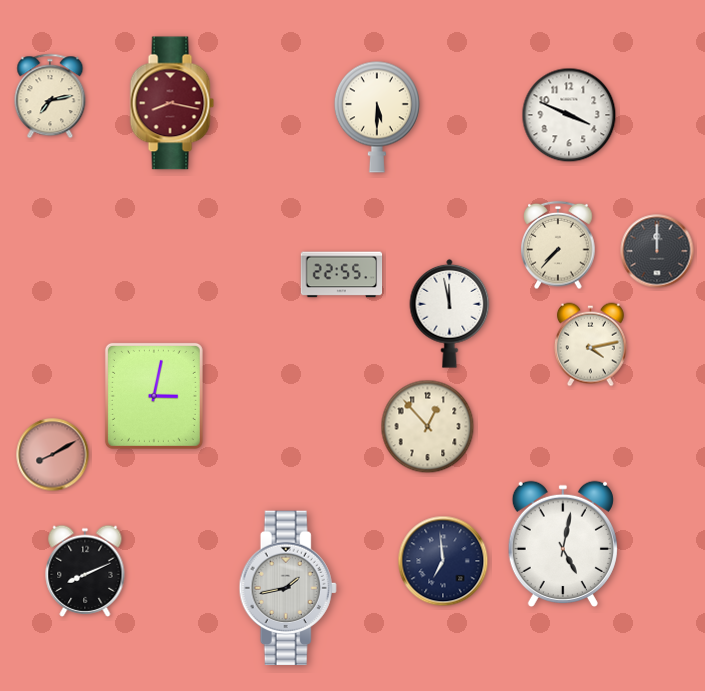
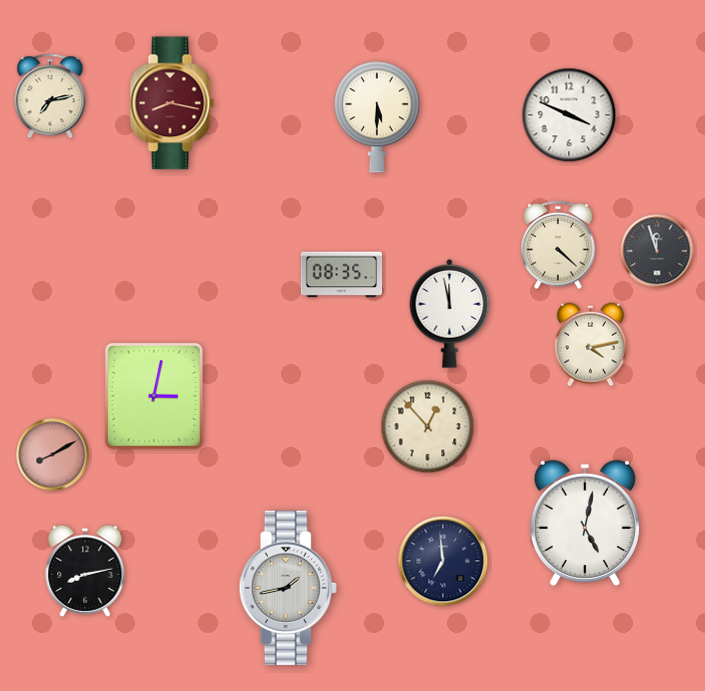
clock at (558, 245): 7:37 -> 4:22
clock at (657, 251): 12:00 -> 11:57
clock at (342, 275): 22:55 -> 08:35
clock at (563, 543) position: (563, 543) -> (585, 522)
clock at (85, 571): 8:11 -> 8:13
